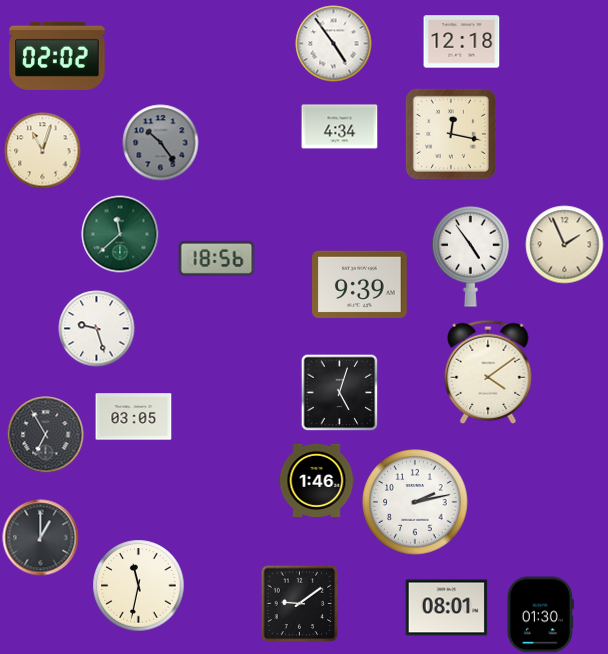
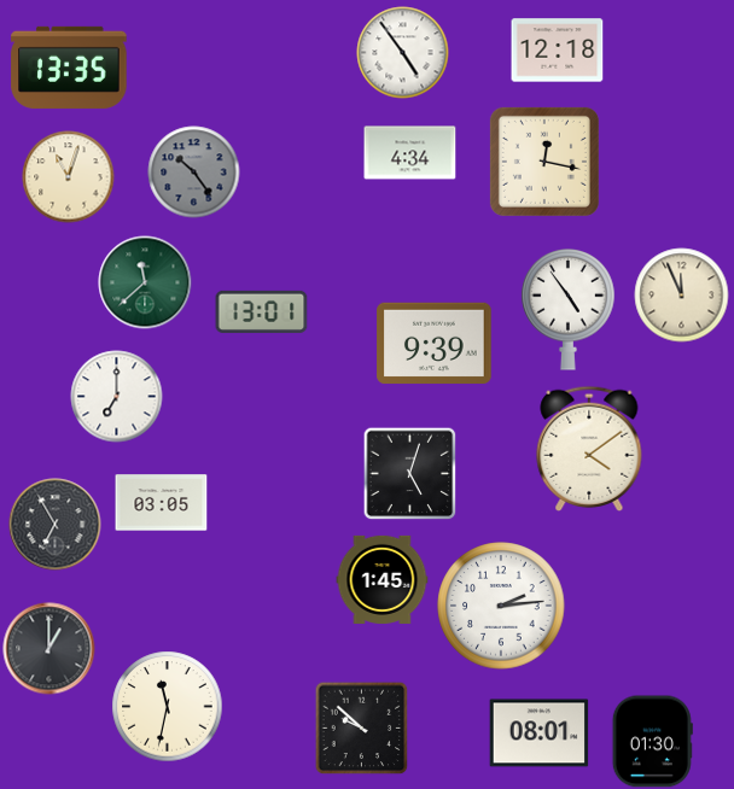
clock at (57, 56): 02:02 -> 13:35
clock at (43, 151) position: (43, 151) -> (69, 177)
clock at (565, 245): 1:56 -> 11:56
clock at (217, 258): 18:56 -> 13:01
clock at (97, 329): 9:27 -> 7:00
clock at (317, 480): 1:46 -> 1:45
clock at (415, 502): 2:13 -> 2:14
clock at (299, 603): 9:09 -> 9:52
